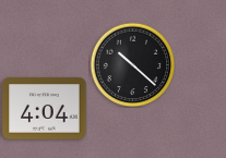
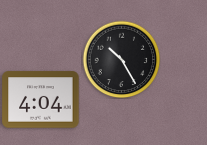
clock at (132, 64): 10:22 -> 10:25
